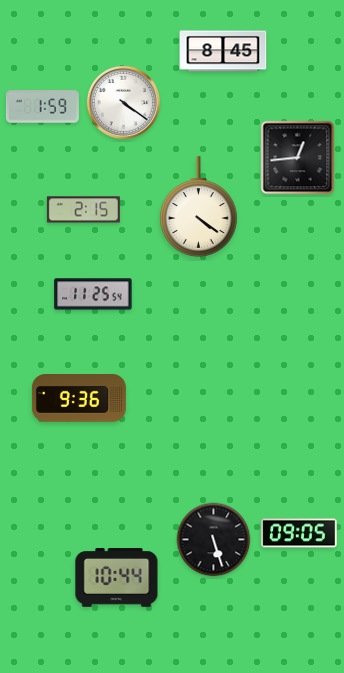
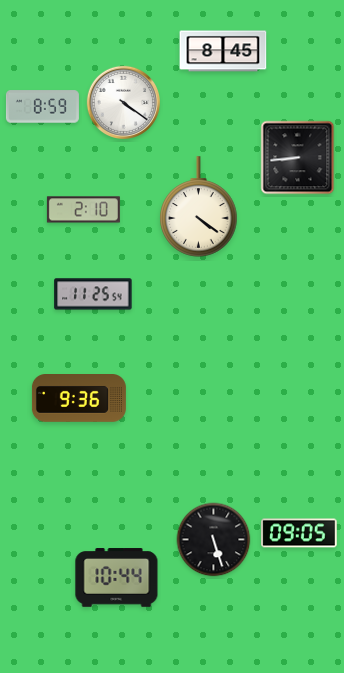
clock at (42, 107): 1:59 -> 8:59
clock at (298, 158): 12:44 -> 8:44
clock at (83, 210): 2:15 -> 2:10
